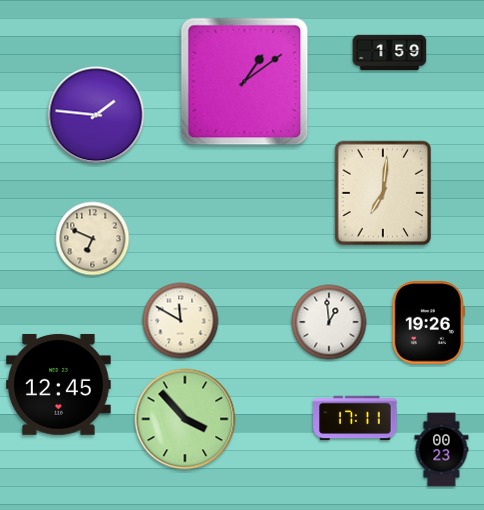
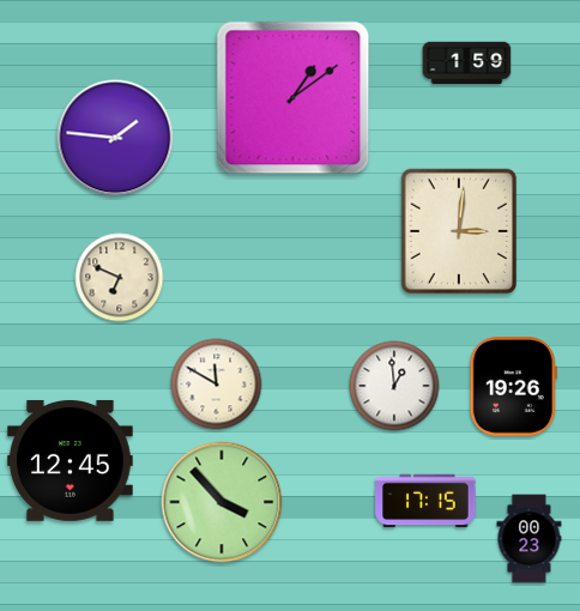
clock at (383, 193): 7:01 -> 3:01
clock at (93, 239) position: (93, 239) -> (120, 278)
clock at (355, 418): 17:11 -> 17:15
